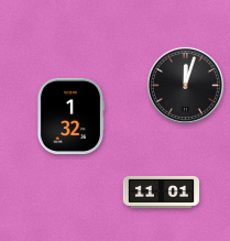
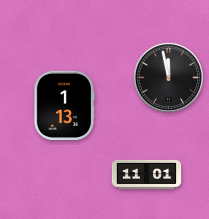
clock at (185, 85): 12:03 -> 11:58
clock at (69, 117): 1:32 -> 1:13
